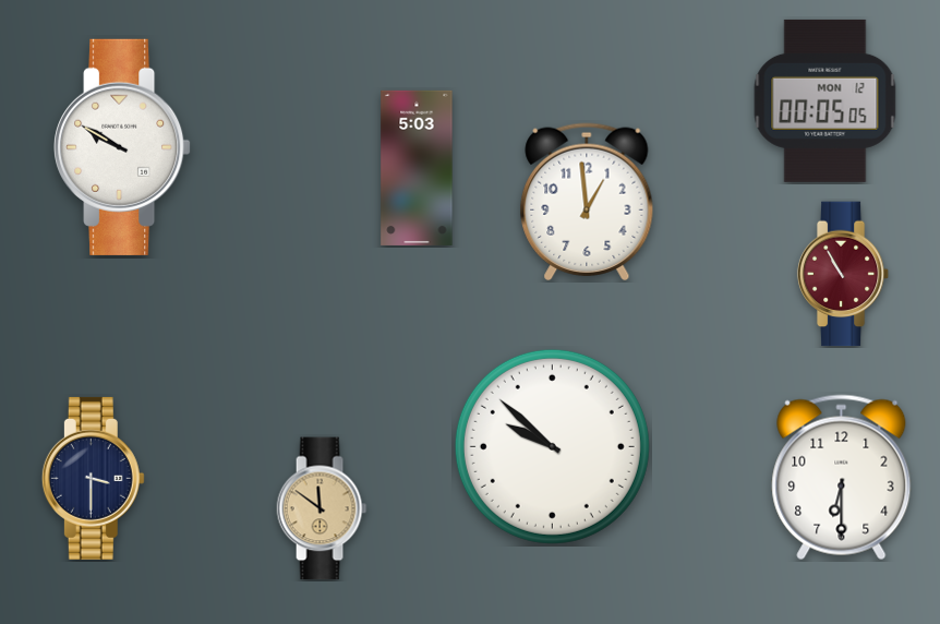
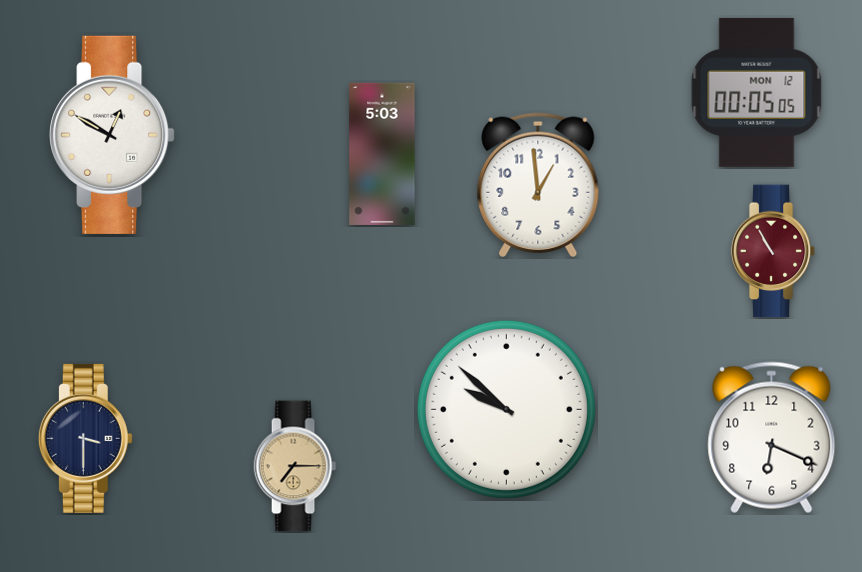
clock at (122, 147): 9:50 -> 12:50
clock at (842, 478): 6:30 -> 6:19
clock at (322, 508): 11:51 -> 7:15
